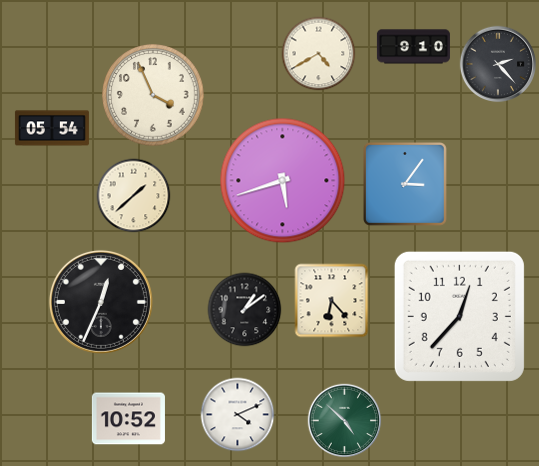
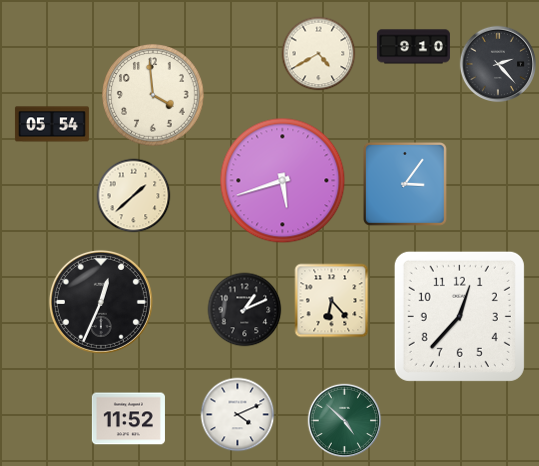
clock at (153, 95): 3:56 -> 3:59
clock at (52, 128) position: (52, 128) -> (52, 124)
clock at (245, 310): 1:09 -> 1:11
clock at (128, 419): 10:52 -> 11:52
